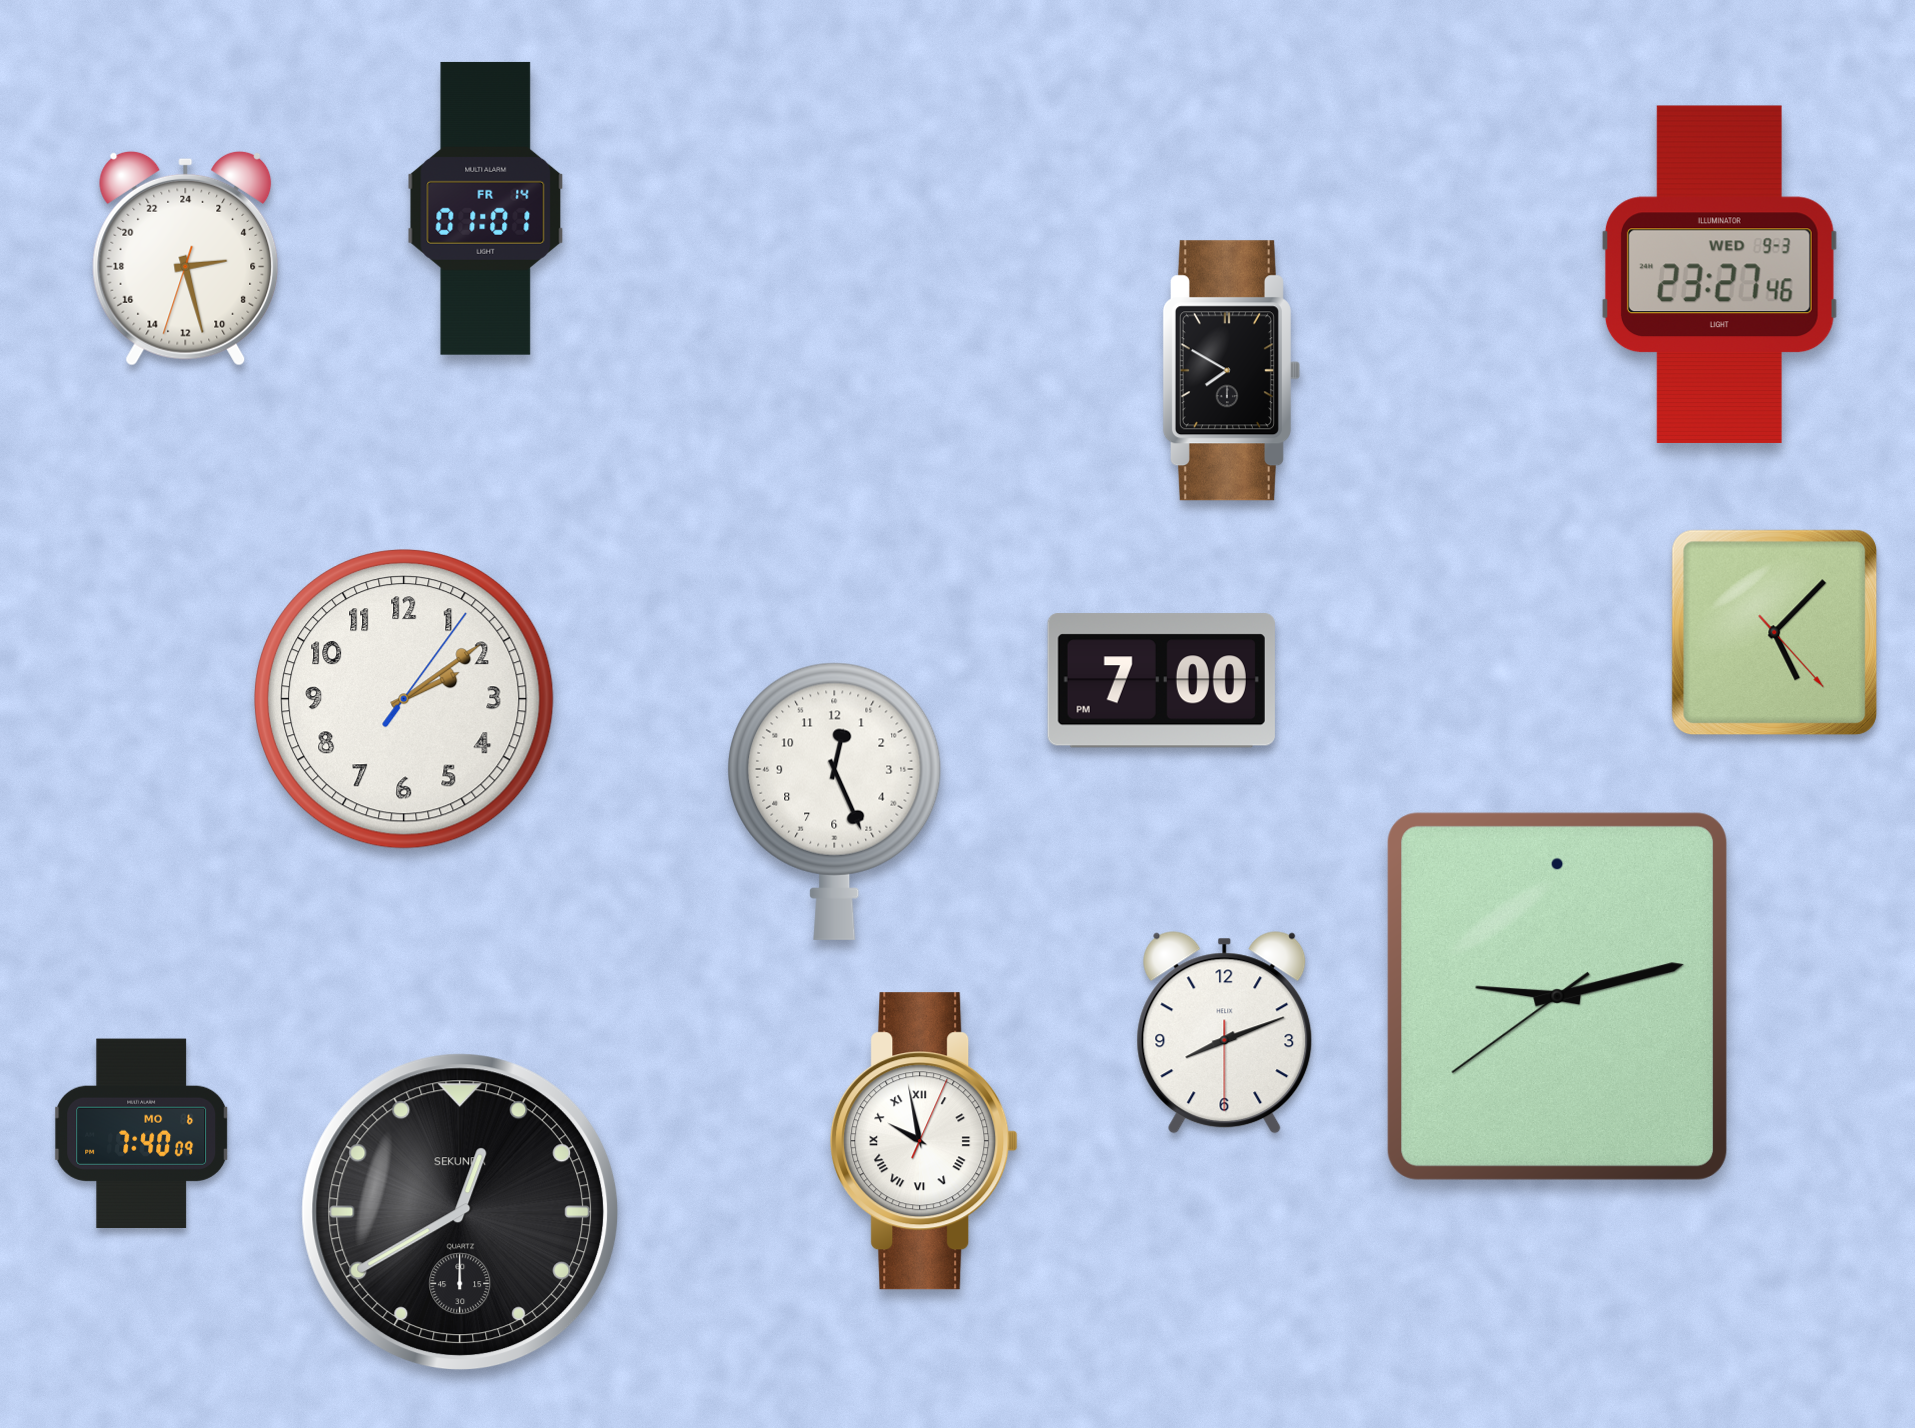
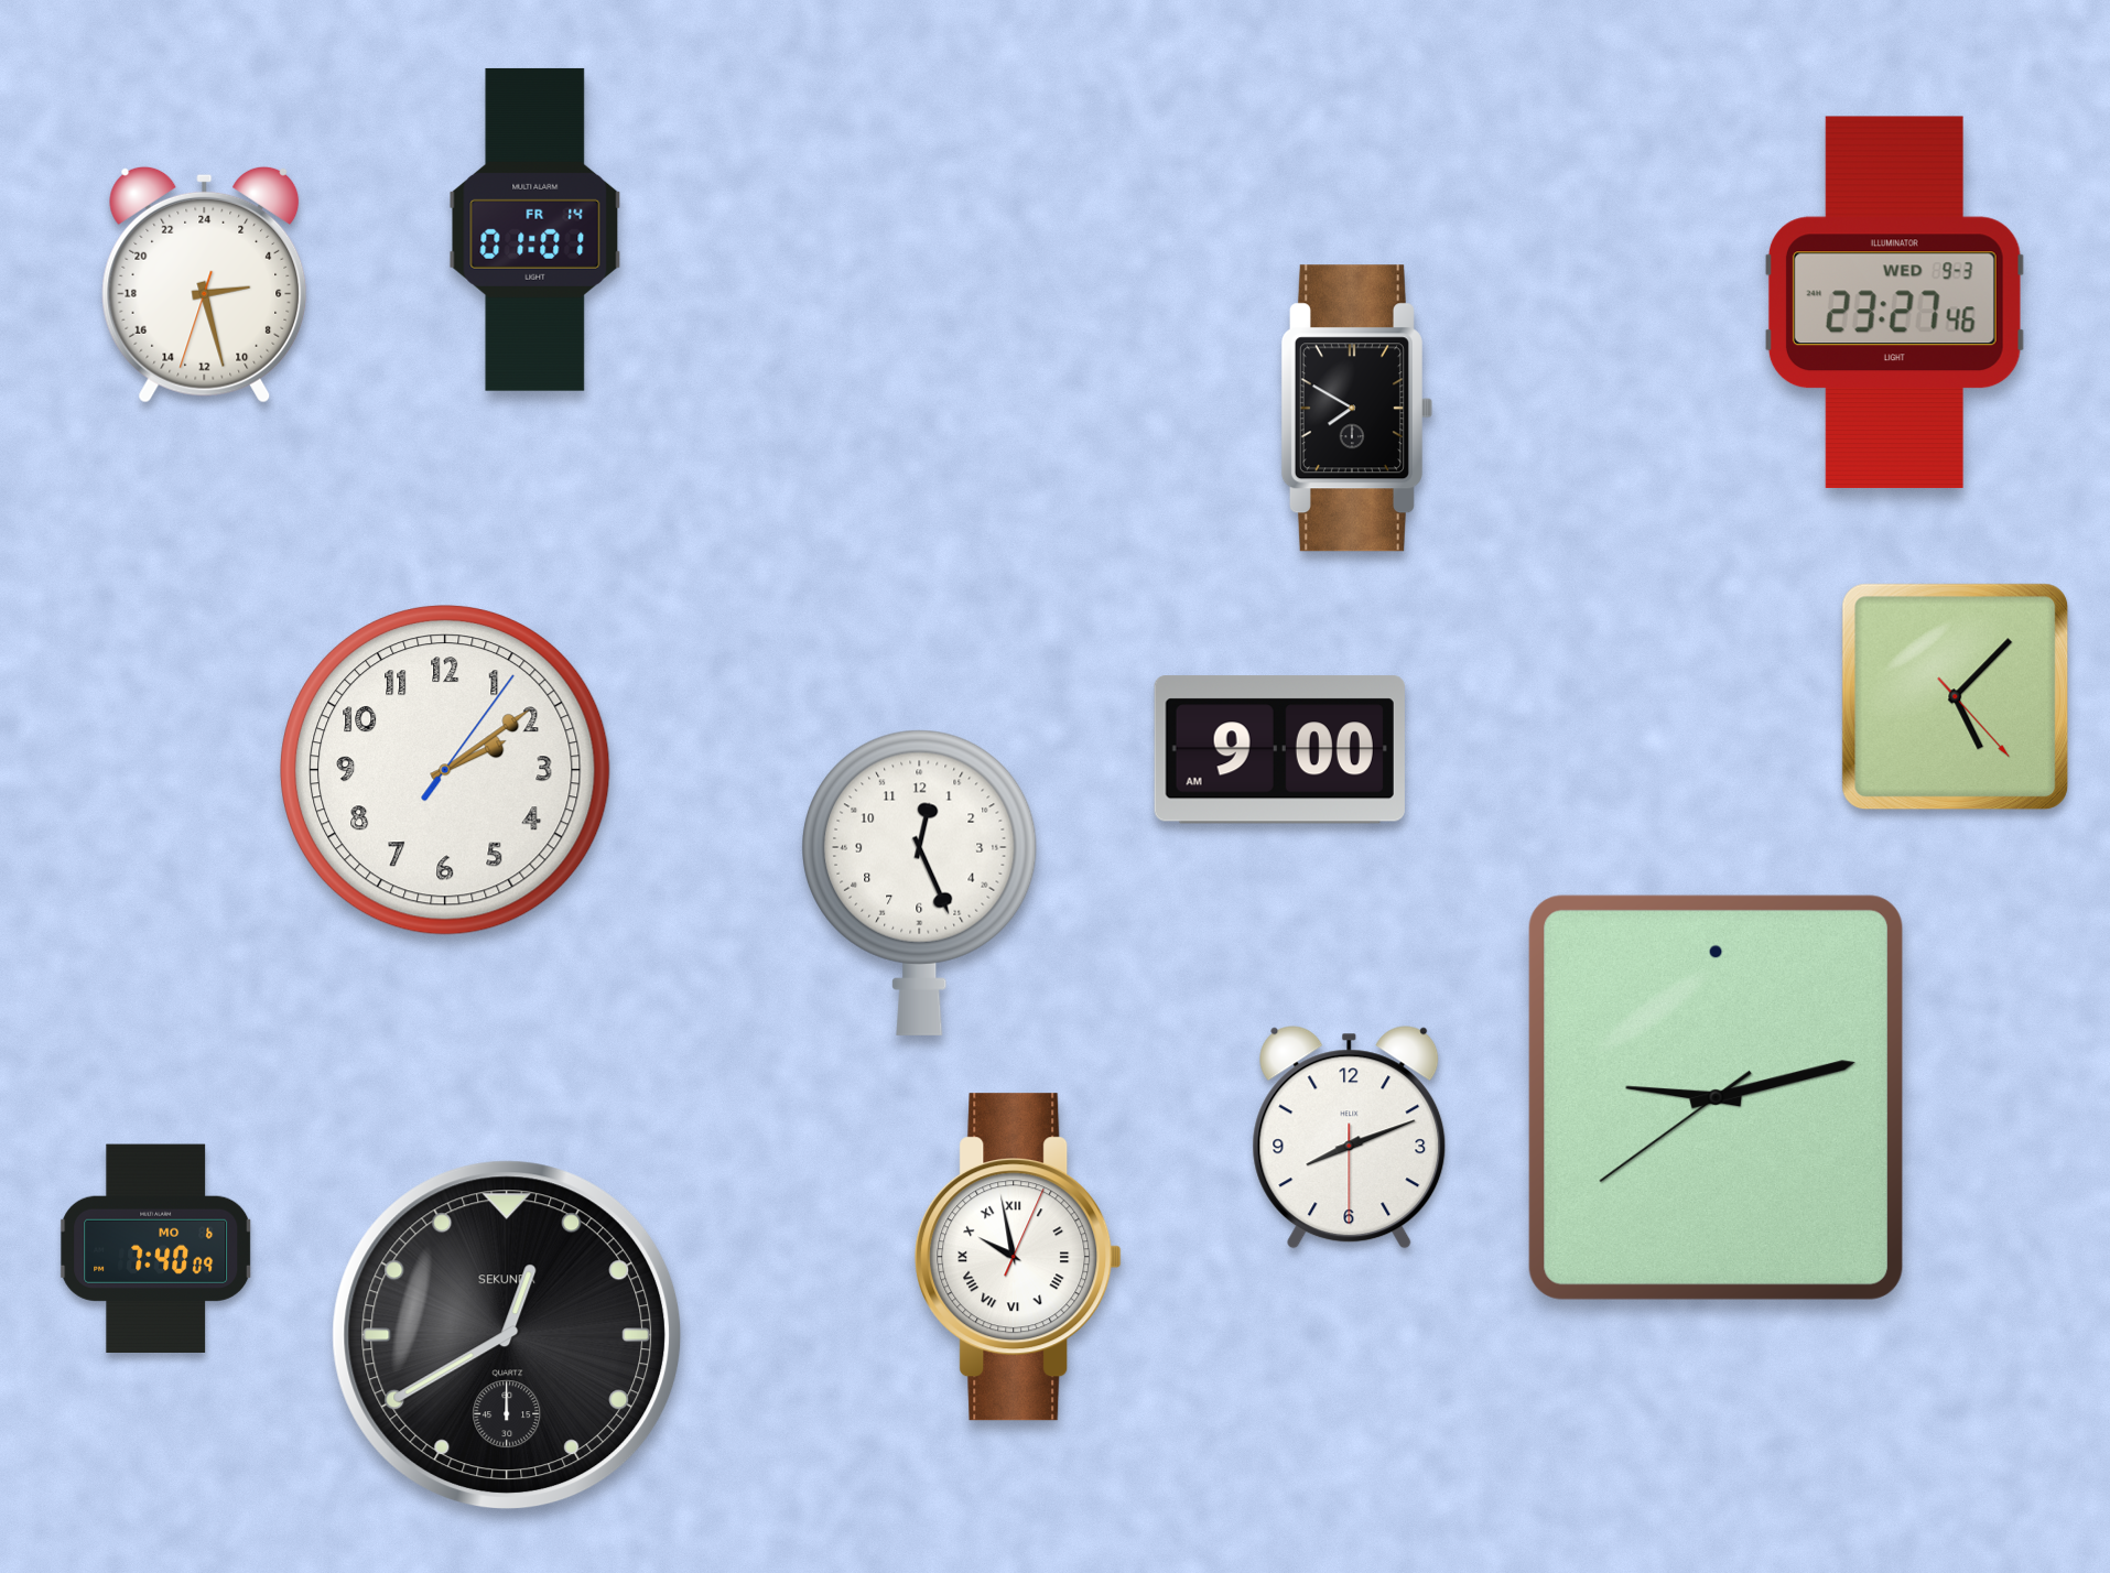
clock at (1161, 681): 7:00 -> 9:00
